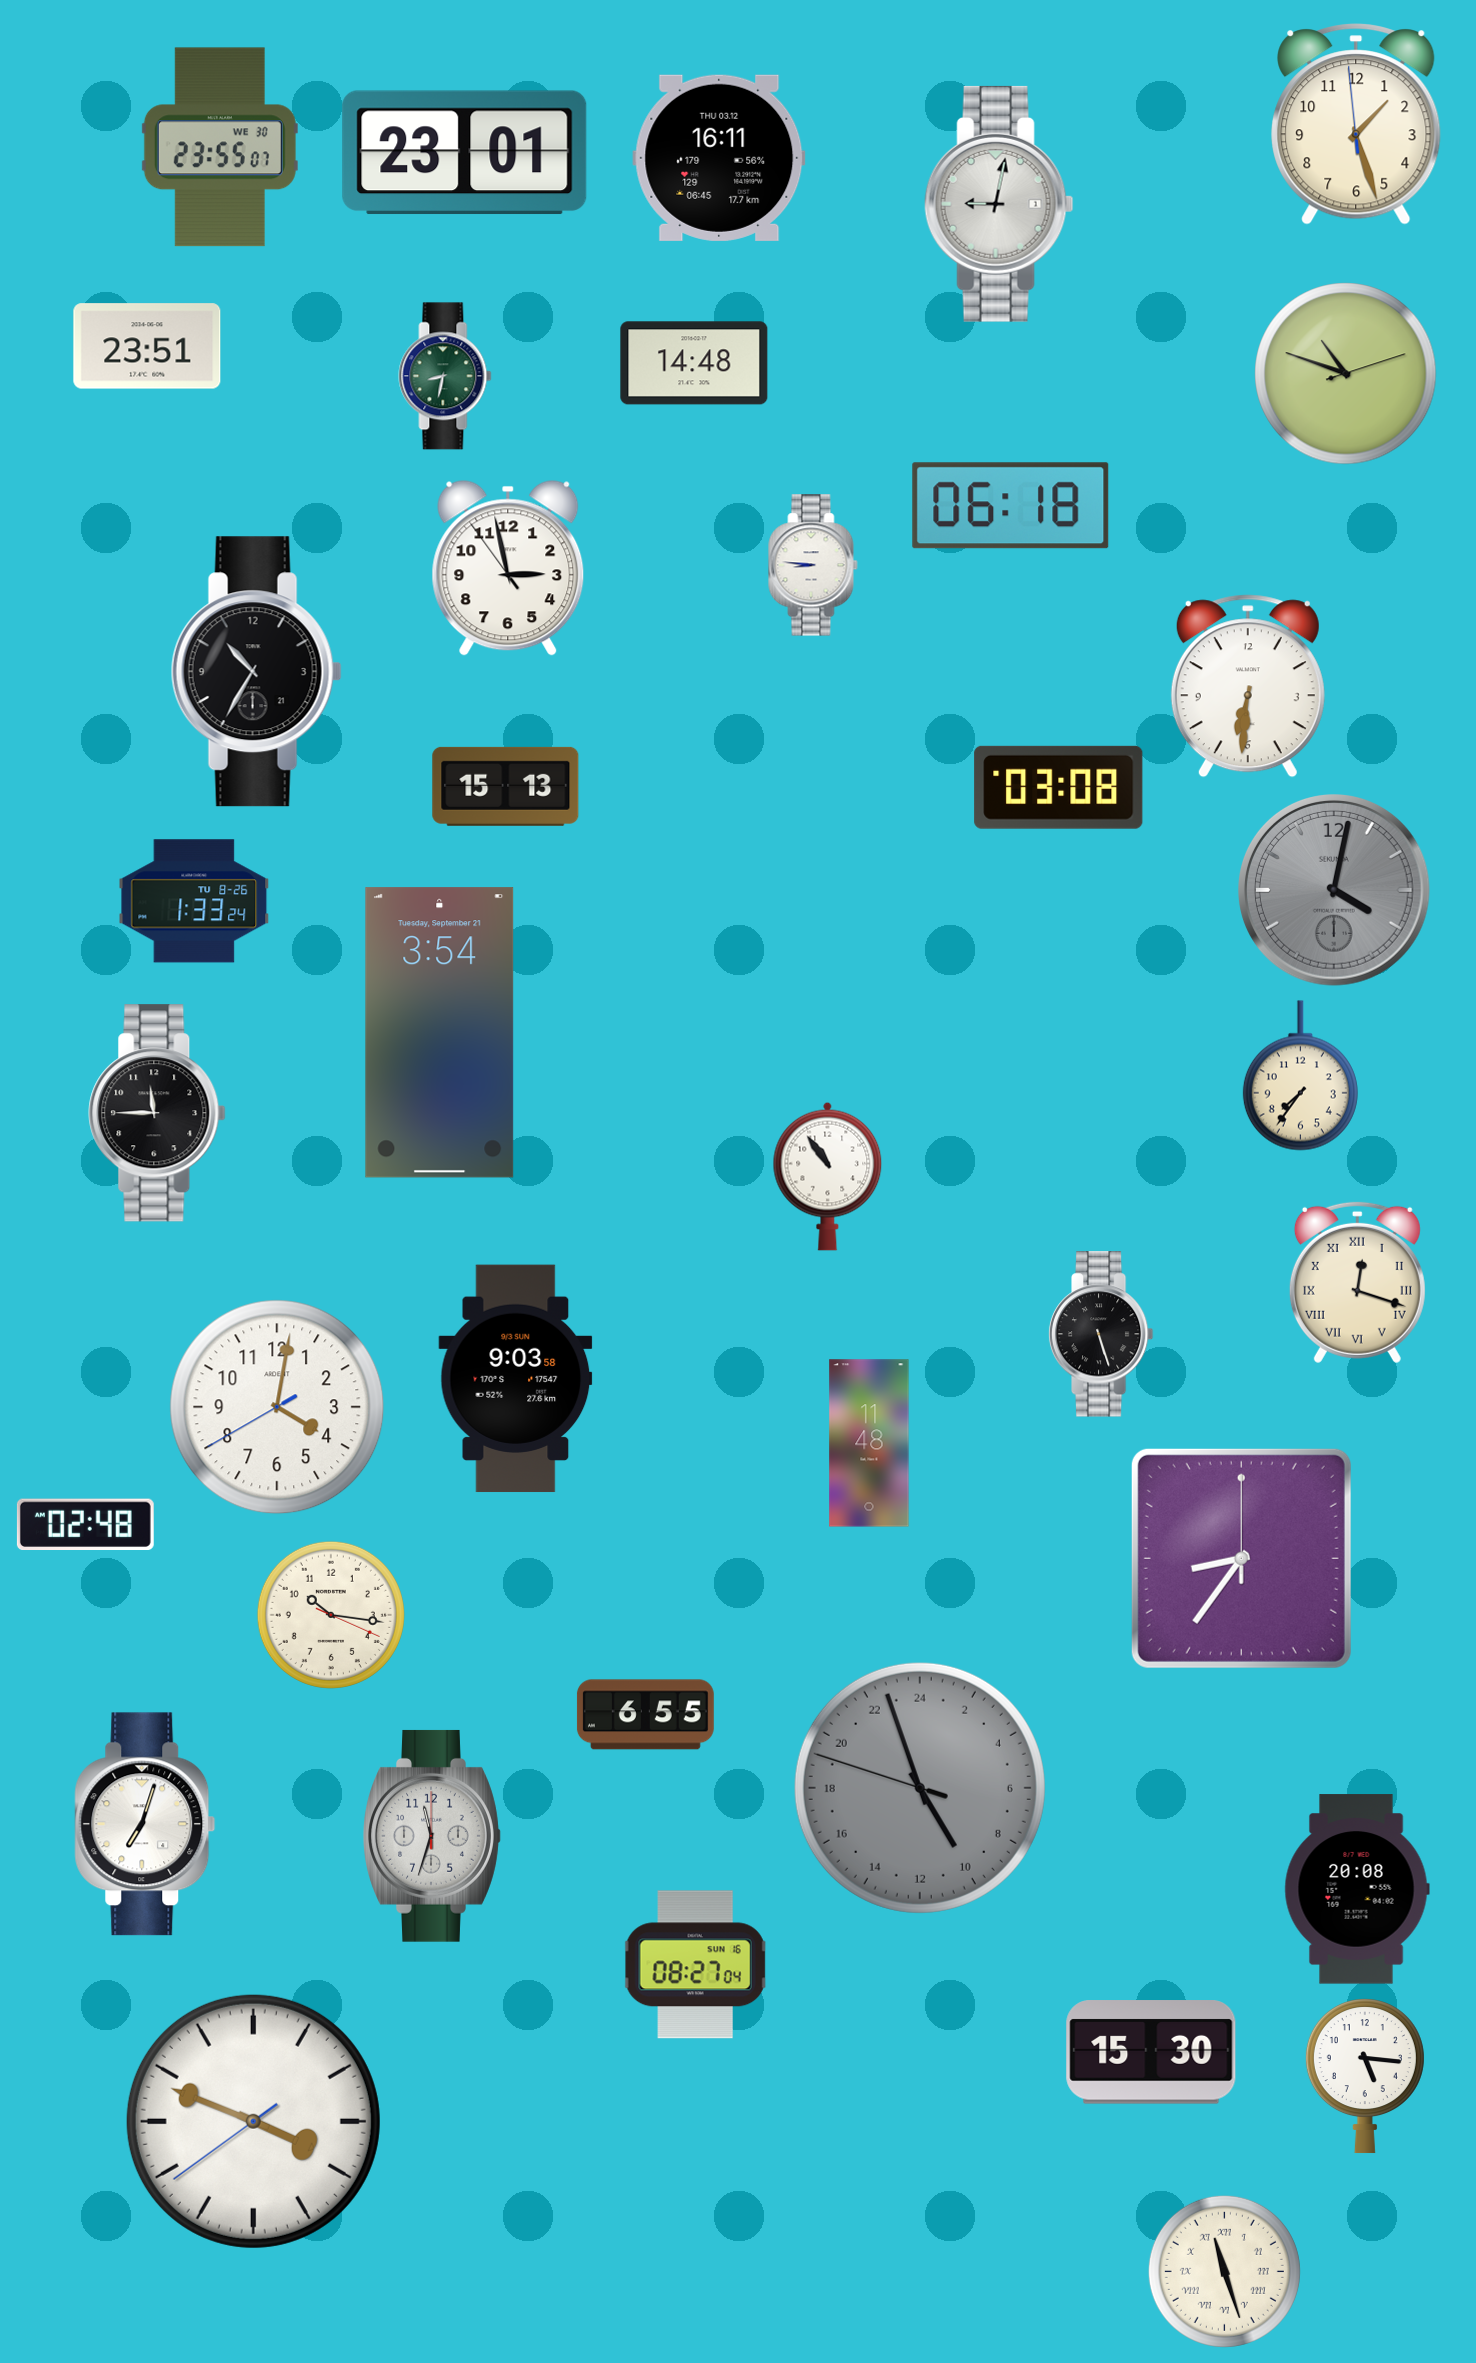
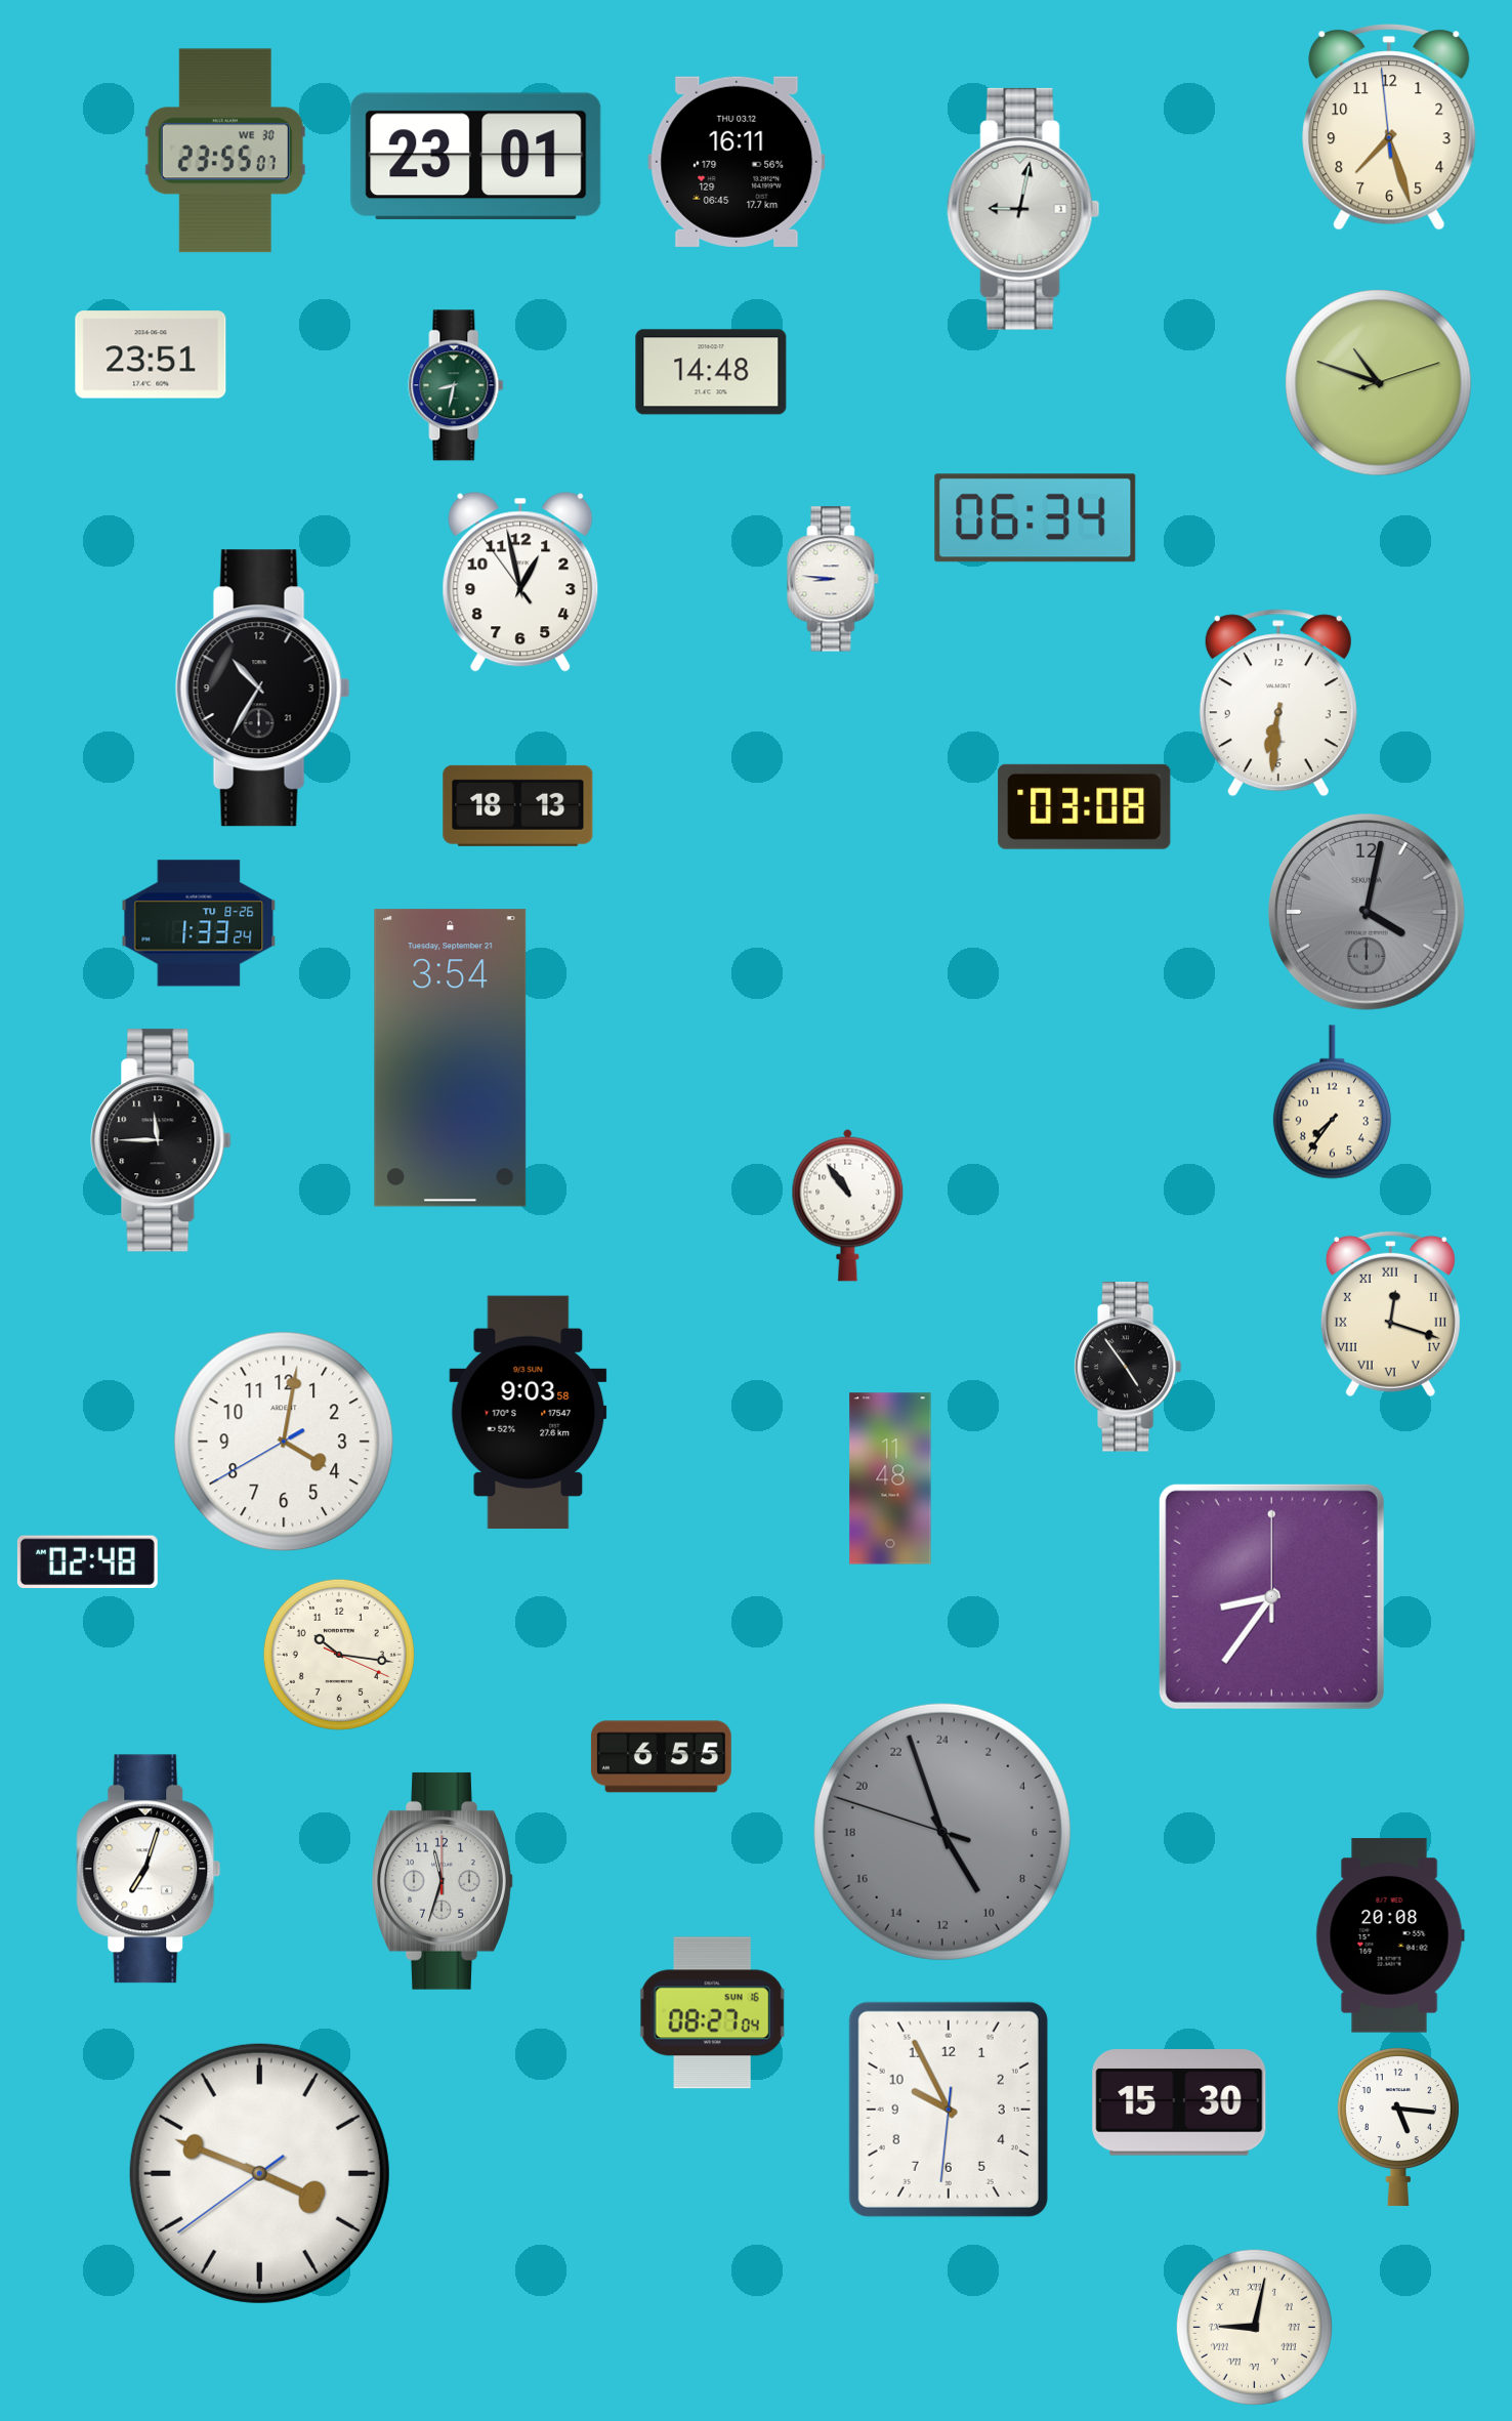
clock at (1356, 124): 1:26 -> 7:26
clock at (1011, 506): 06:18 -> 06:34
clock at (508, 568): 2:57 -> 12:57
clock at (506, 786): 15:13 -> 18:13
clock at (1101, 1334): 5:27 -> 4:54
clock at (949, 2110): none -> 9:55
clock at (1224, 2271): 11:27 -> 9:02
